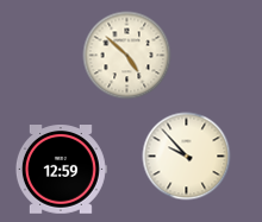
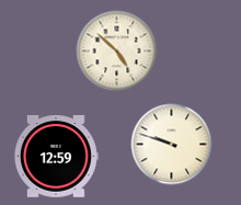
clock at (187, 157): 9:53 -> 9:48
